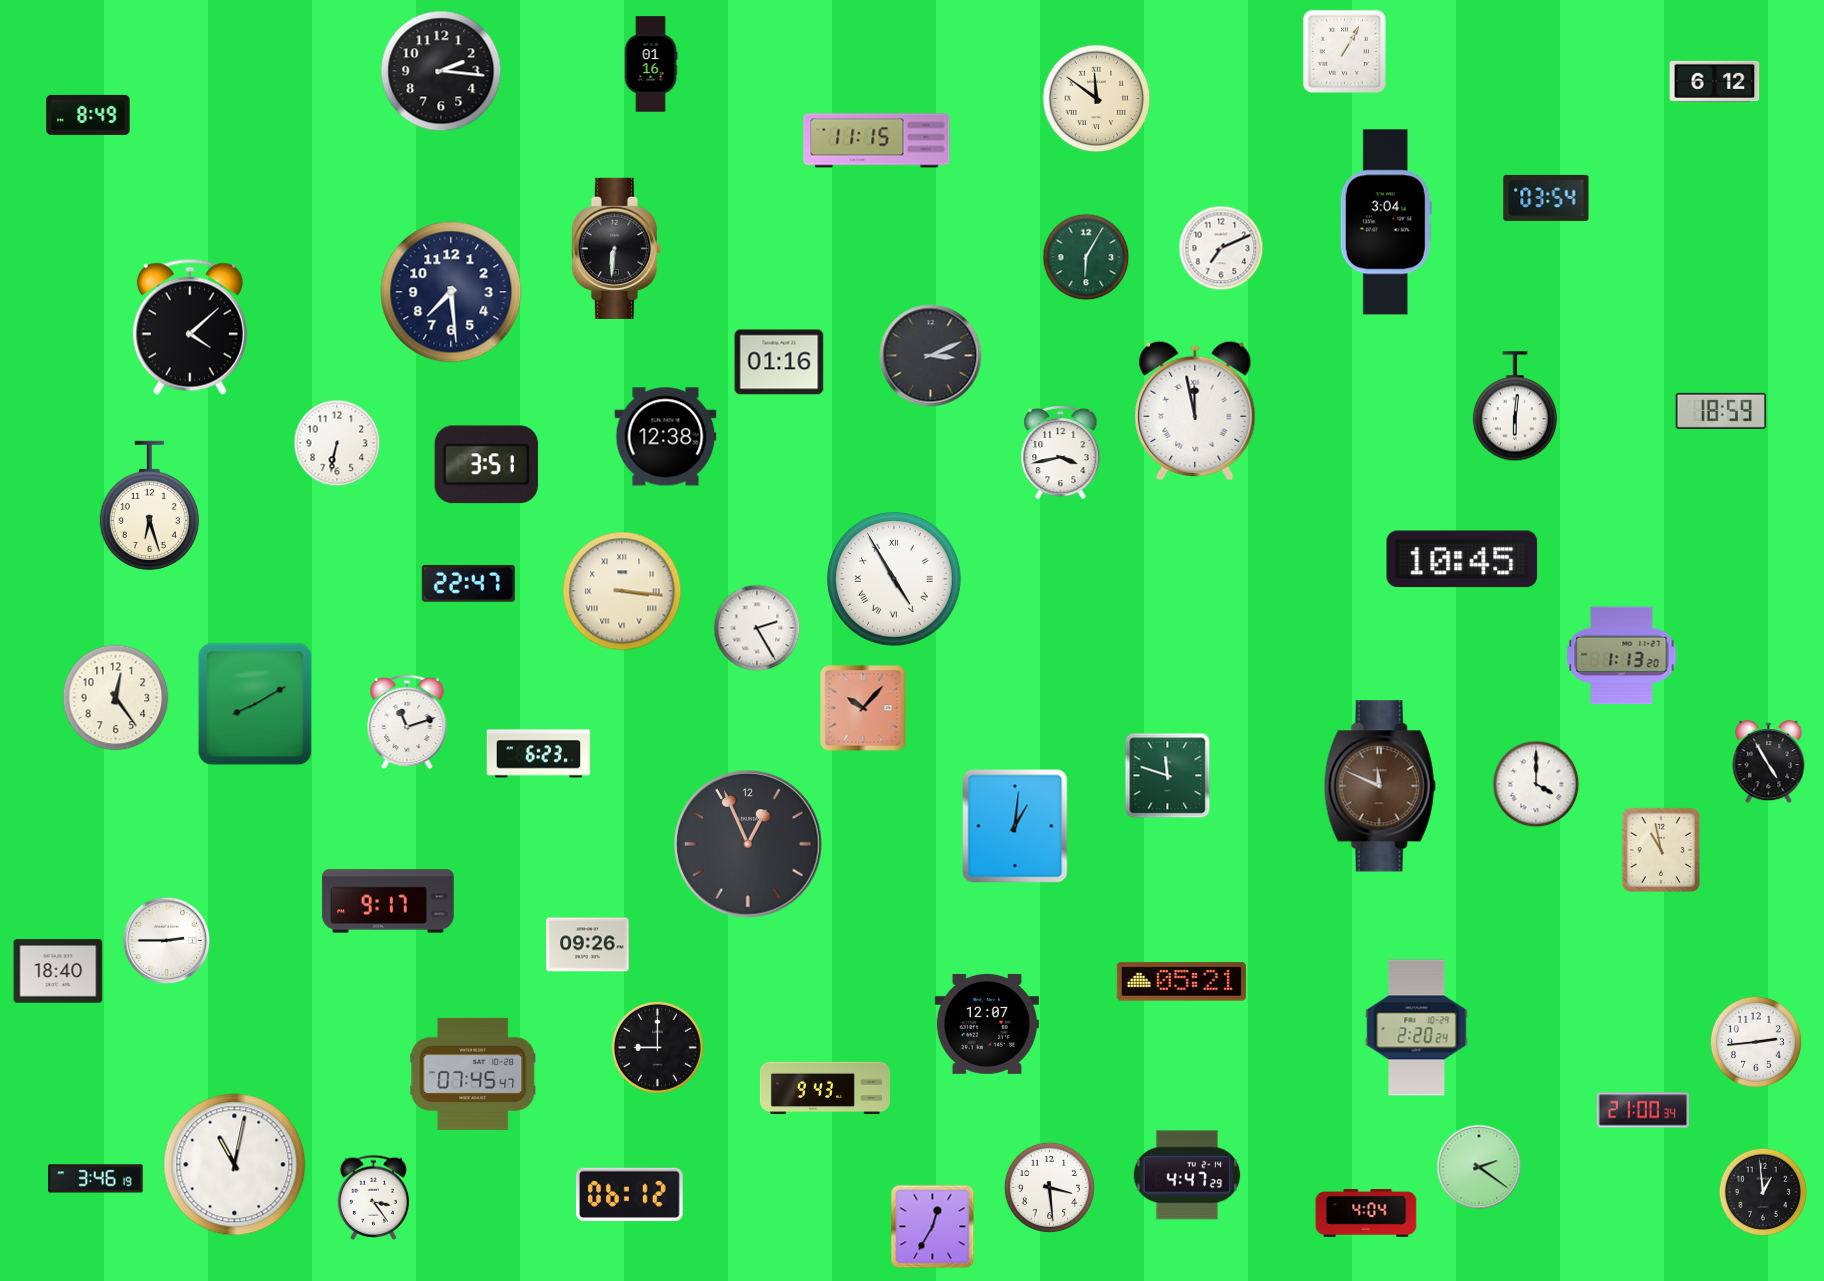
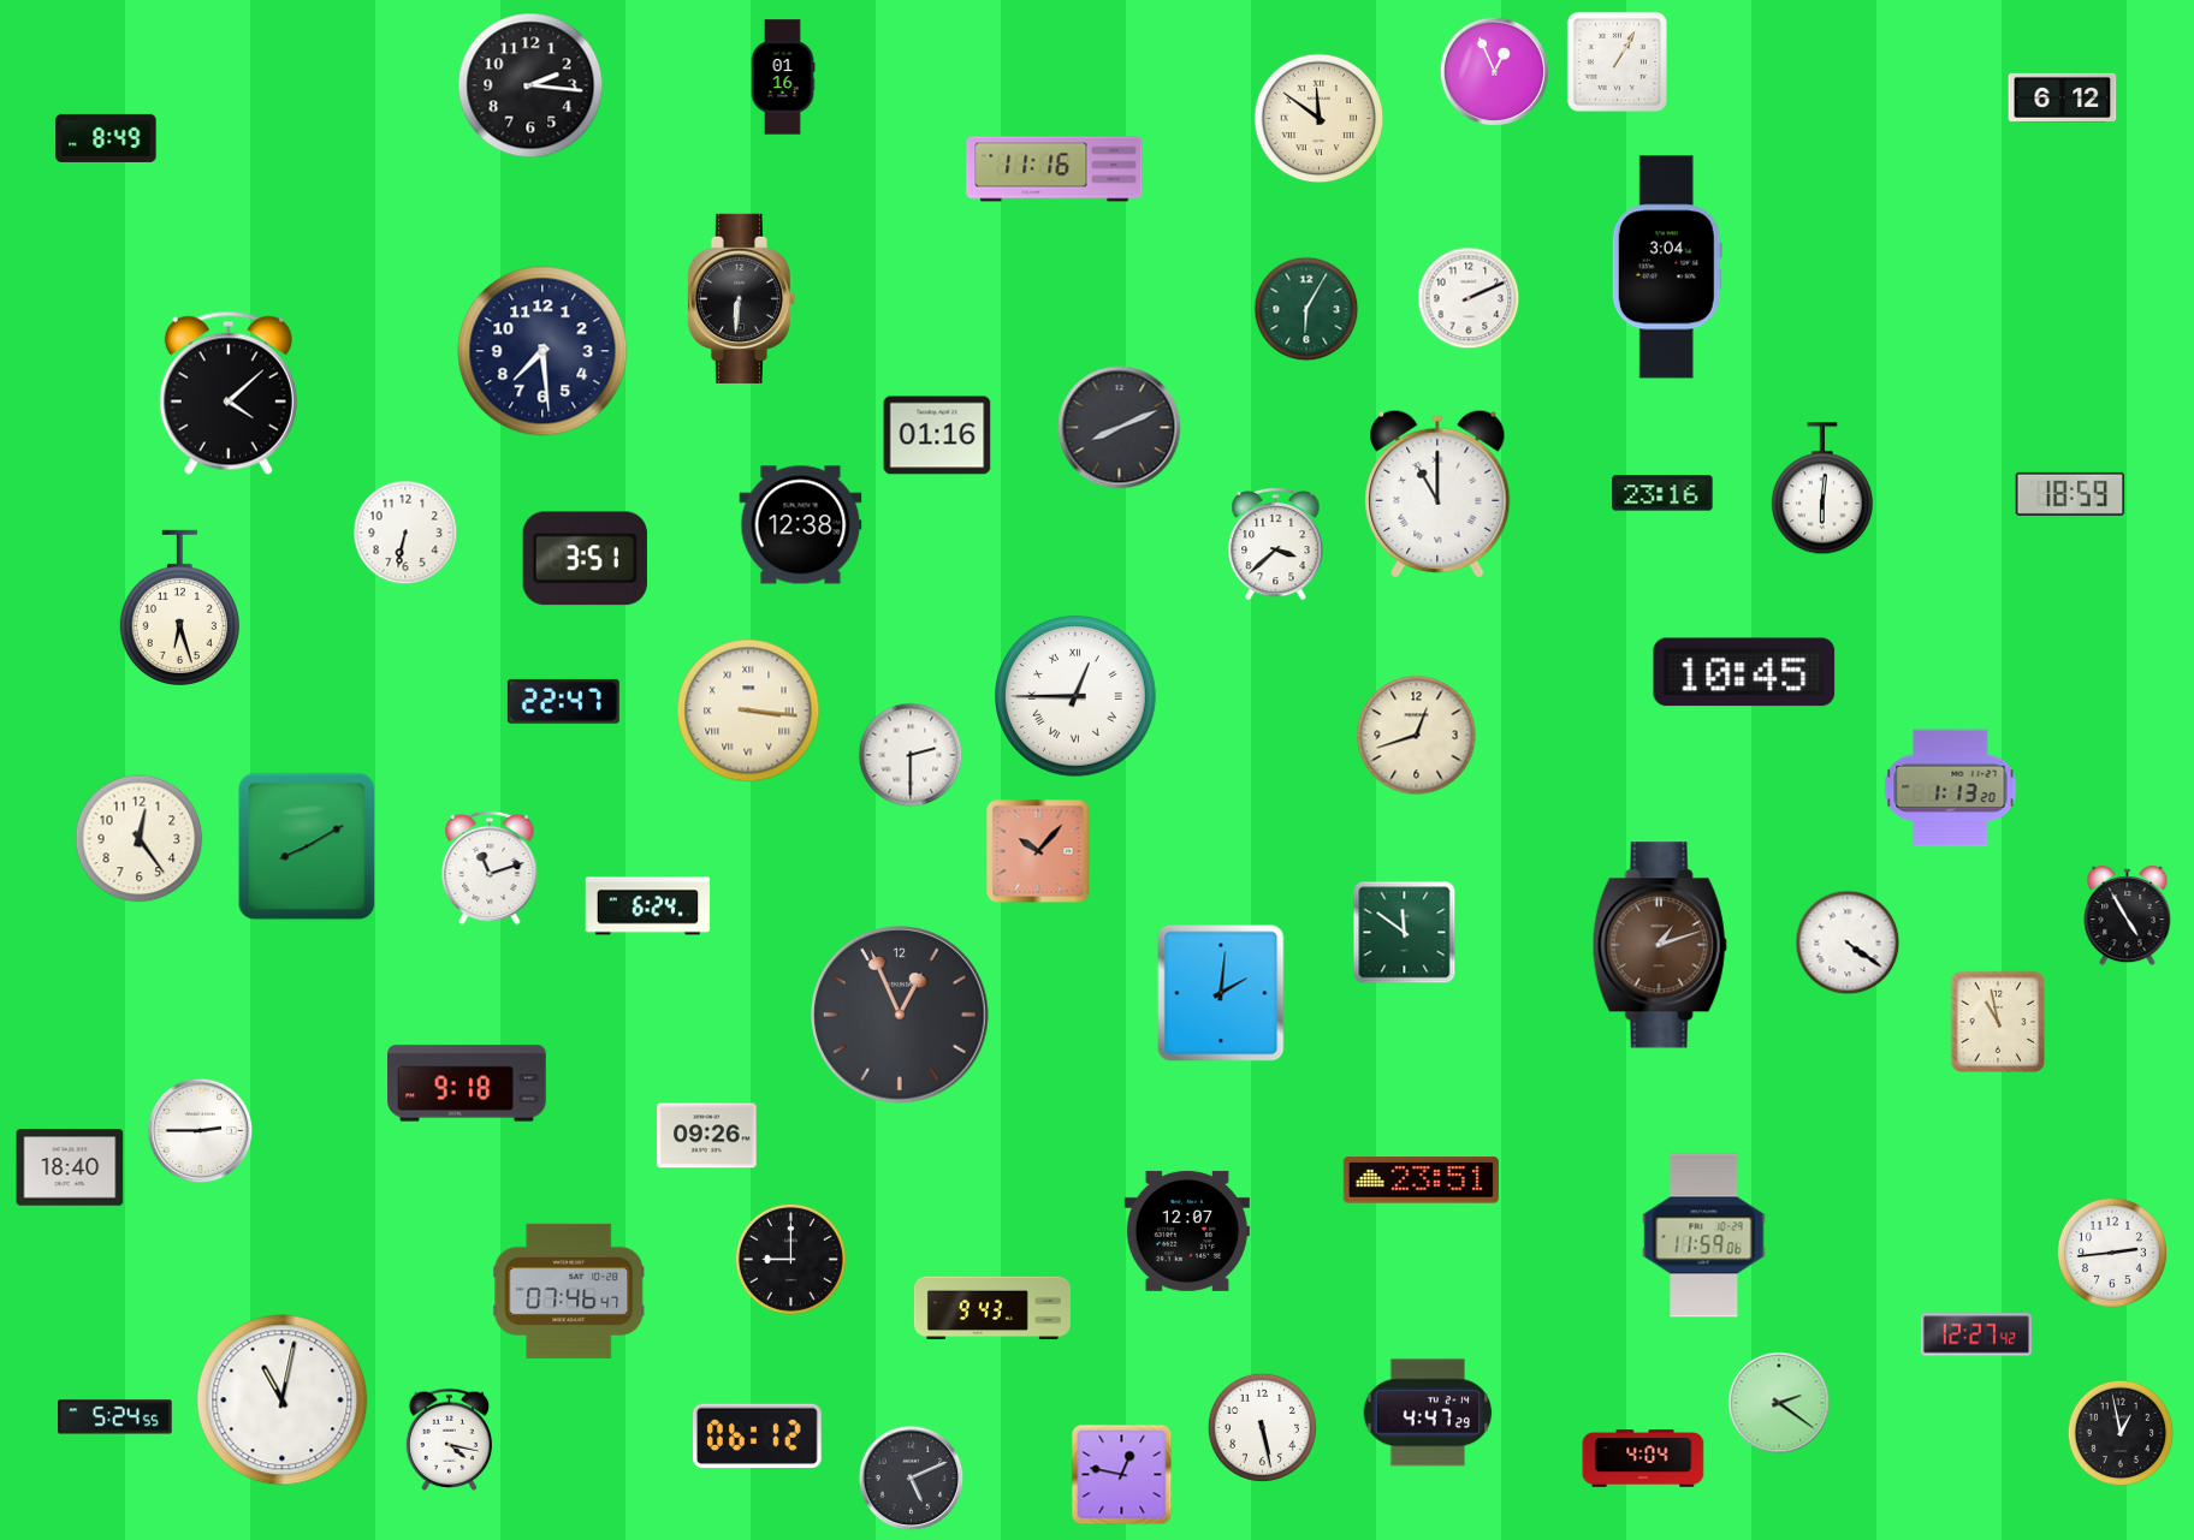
clock at (1494, 71): none -> 12:56
clock at (877, 141): 11:15 -> 11:16
clock at (1546, 198): 03:54 -> none
clock at (1221, 248): 7:11 -> 2:11
clock at (931, 356): 3:11 -> 8:11
clock at (1662, 493): none -> 23:16
clock at (1195, 411): 11:58 -> 11:00
clock at (1061, 452): 3:43 -> 3:38
clock at (1462, 559) position: (1462, 559) -> (1744, 672)
clock at (895, 580): 4:55 -> 12:45
clock at (1417, 736): none -> 12:42
clock at (757, 628): 2:25 -> 2:30
clock at (539, 754): 6:23 -> 6:24
clock at (1168, 776): 11:48 -> 11:51
clock at (1536, 784): 4:00 -> 4:21
clock at (1380, 786): 11:49 -> 1:12
clock at (1015, 826): 1:01 -> 2:01
clock at (388, 901): 9:17 -> 9:18
clock at (1181, 982): 05:21 -> 23:51
clock at (1417, 1028): 2:20 -> 11:59
clock at (473, 1074): 07:45 -> 07:46
clock at (1643, 1110): 21:00 -> 12:27
clock at (96, 1179): 3:46 -> 5:24
clock at (1049, 1187): 3:29 -> 5:28
clock at (1763, 1192): 12:59 -> 12:58
clock at (374, 1197): 3:24 -> 4:17
clock at (933, 1227): 12:35 -> 12:47
clock at (912, 1479): none -> 5:11
